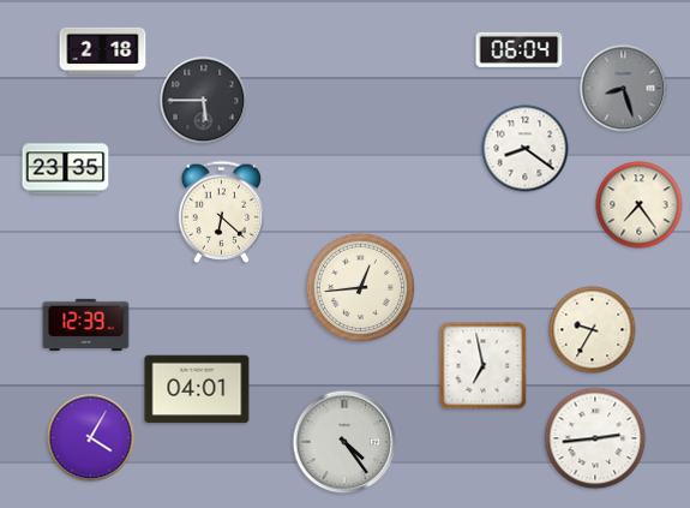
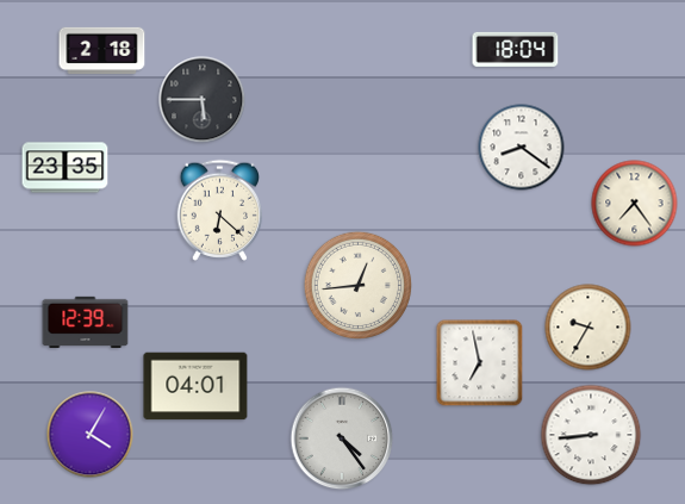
clock at (520, 49): 06:04 -> 18:04
clock at (624, 89): 8:27 -> none
clock at (595, 438): 2:44 -> 8:44
